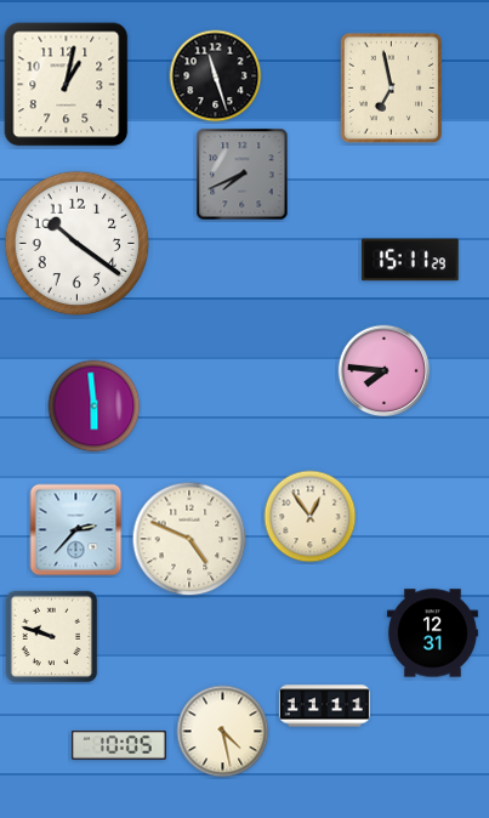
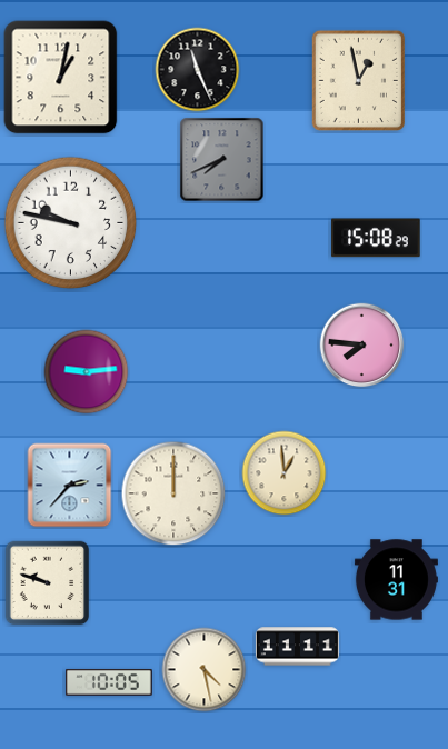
clock at (216, 76): 11:27 -> 11:26
clock at (391, 87): 6:58 -> 12:58
clock at (78, 244): 10:21 -> 9:47
clock at (410, 260): 15:11 -> 15:08
clock at (385, 371) position: (385, 371) -> (362, 346)
clock at (95, 407): 5:59 -> 9:14
clock at (311, 517): 12:54 -> 12:59
clock at (189, 539): 4:49 -> 12:00
clock at (432, 634): 12:31 -> 11:31
